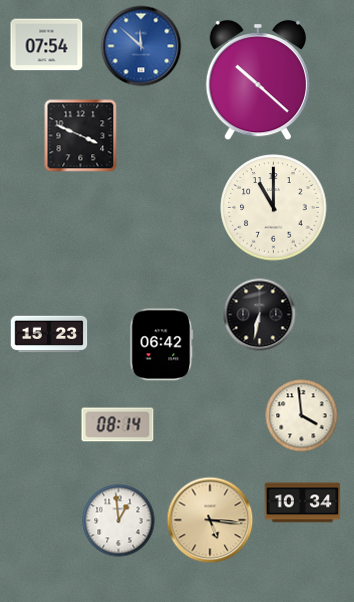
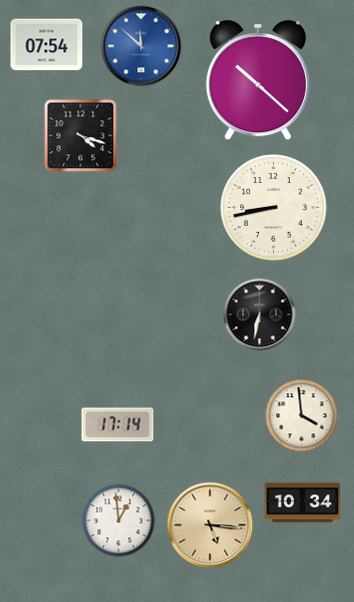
clock at (81, 136): 3:49 -> 4:18
clock at (274, 208): 11:00 -> 8:43
clock at (49, 334): 15:23 -> none
clock at (162, 345): 06:42 -> none
clock at (118, 425): 08:14 -> 17:14
clock at (210, 520) position: (210, 520) -> (210, 525)
